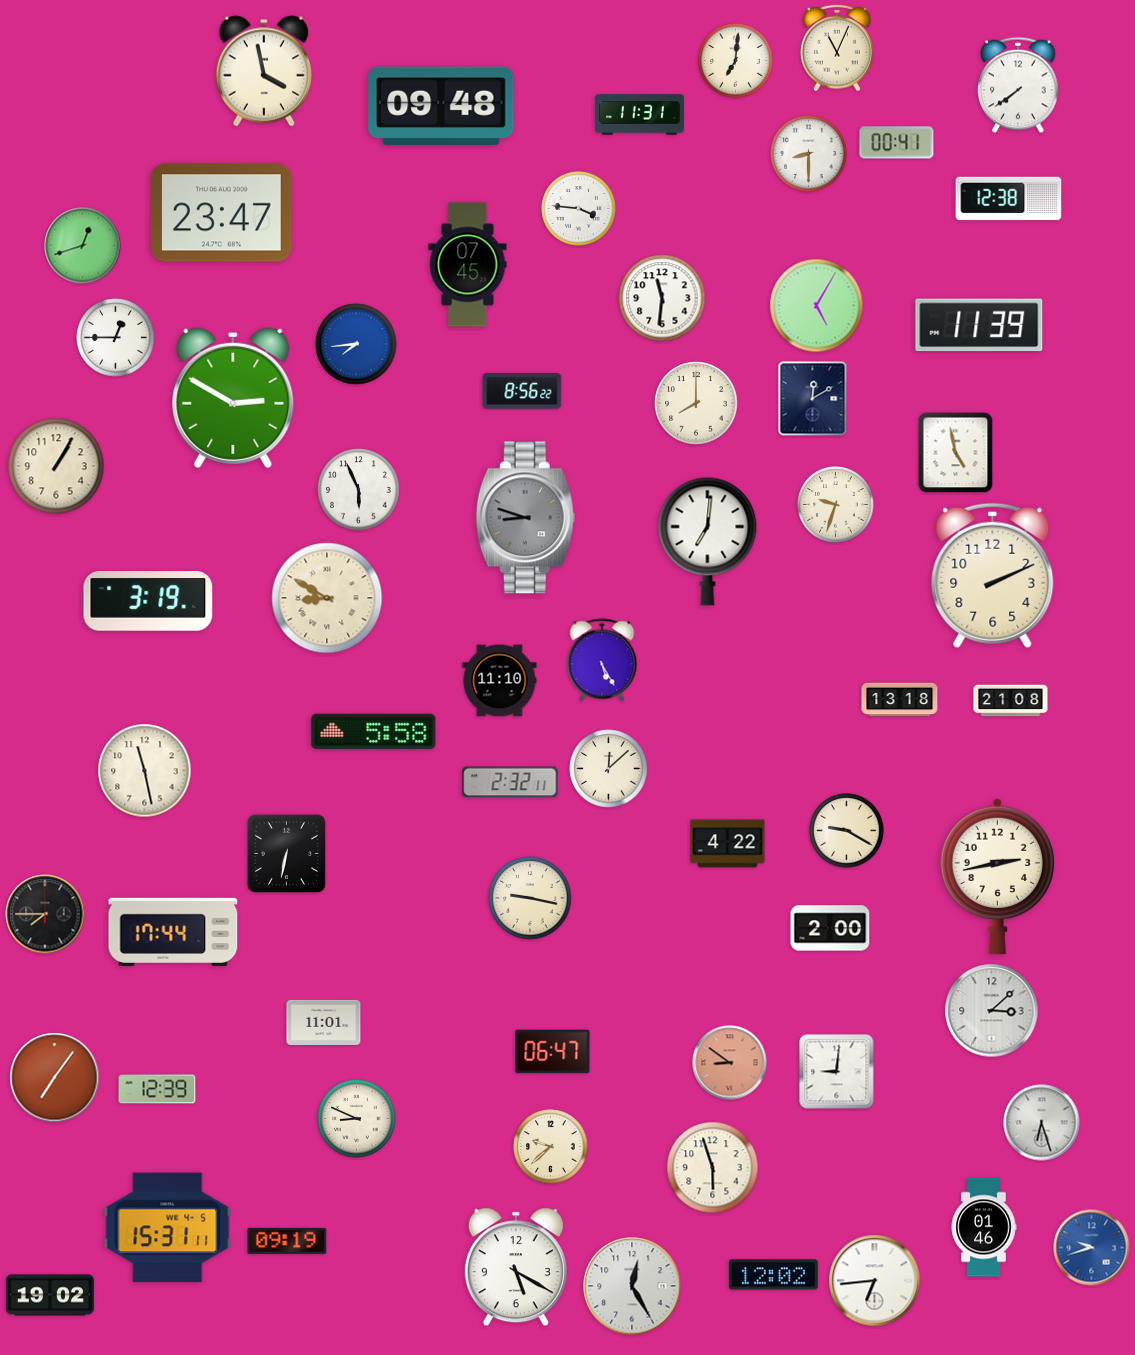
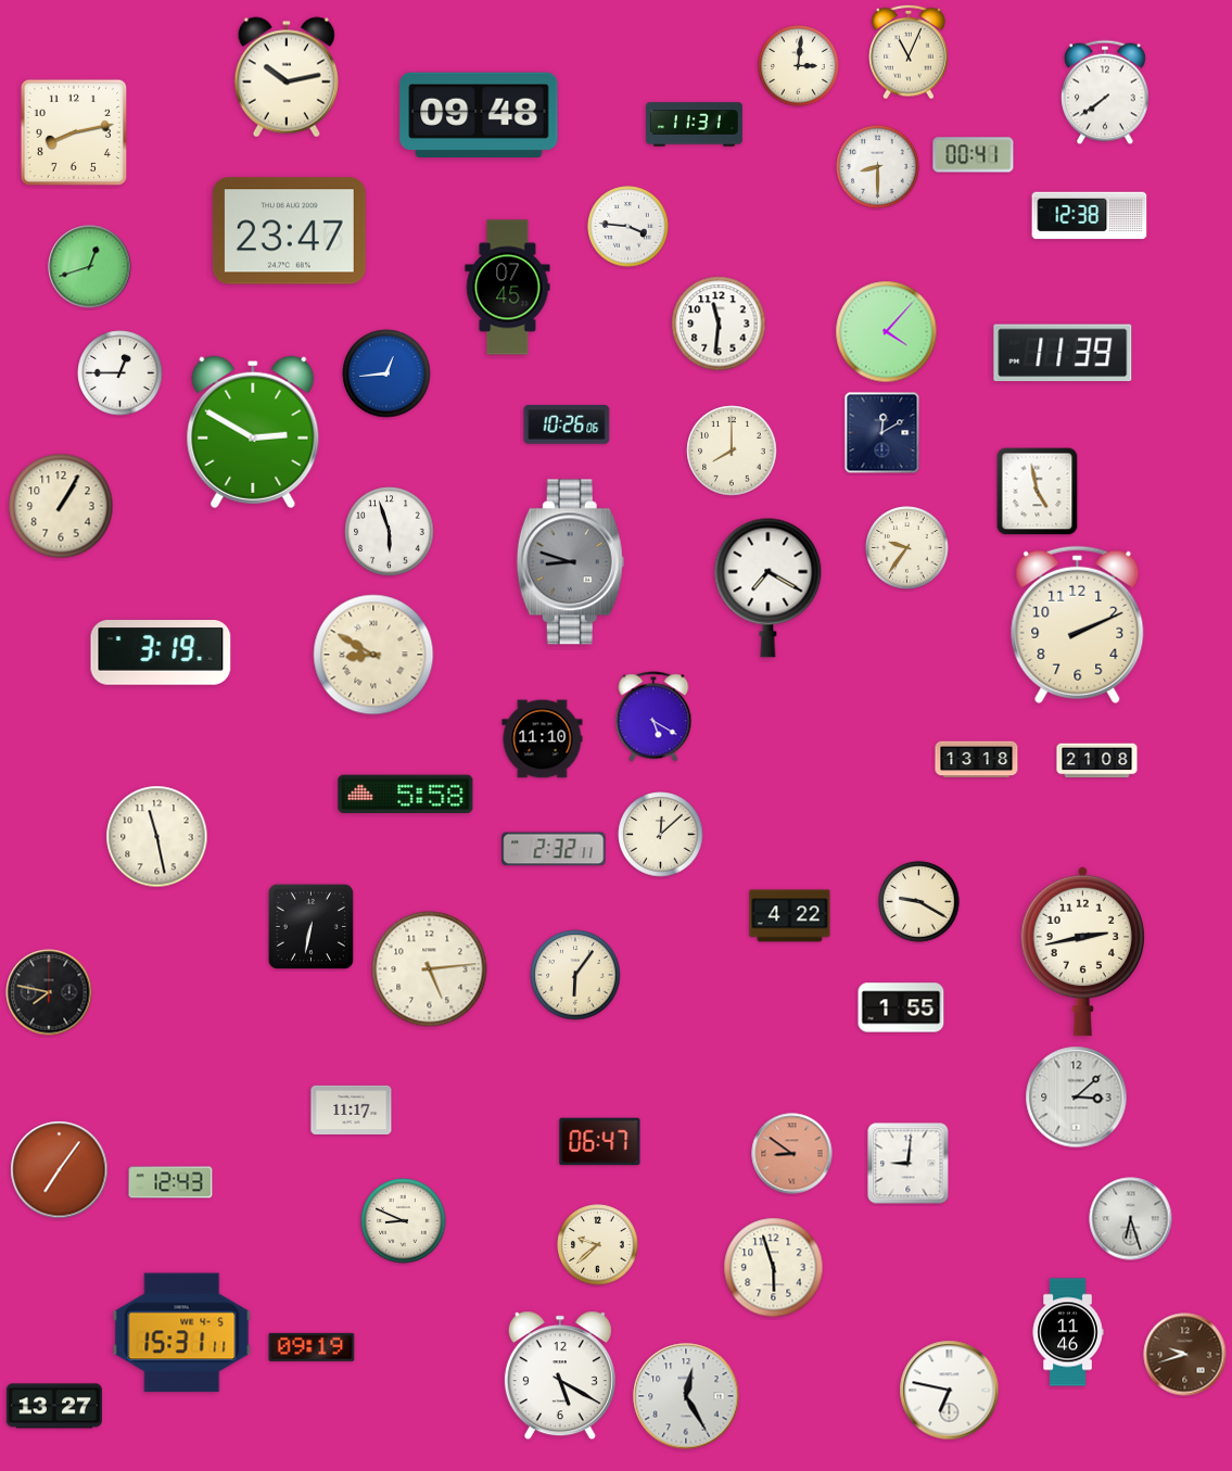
clock at (736, 61): 7:01 -> 3:01
clock at (264, 71): 3:58 -> 10:13
clock at (73, 131): none -> 8:13
clock at (1009, 199) position: (1009, 199) -> (1090, 216)
clock at (221, 213) position: (221, 213) -> (289, 231)
clock at (817, 306): 5:05 -> 4:07
clock at (116, 338) position: (116, 338) -> (120, 373)
clock at (356, 344): 7:44 -> 12:44
clock at (522, 391): 8:56 -> 10:26
clock at (696, 403) position: (696, 403) -> (732, 451)
clock at (359, 490): 5:56 -> 5:57
clock at (836, 505): 9:33 -> 9:36
clock at (708, 541): 7:01 -> 7:20
clock at (327, 598) position: (327, 598) -> (373, 655)
clock at (602, 660): 5:25 -> 5:20
clock at (430, 969): none -> 5:14
clock at (530, 898): 9:17 -> 6:06
clock at (45, 914): 7:45 -> 7:47
clock at (830, 928): 2:00 -> 1:55
clock at (173, 932): 17:44 -> none
clock at (324, 1022): 11:01 -> 11:17
clock at (157, 1089): 12:39 -> 12:43
clock at (357, 1119) position: (357, 1119) -> (404, 1221)
clock at (984, 1227): 01:46 -> 11:46
clock at (1092, 1248) dial: blue -> brown
clock at (773, 1275): 12:02 -> none
clock at (875, 1281): 6:44 -> 6:47
clock at (50, 1295): 19:02 -> 13:27
